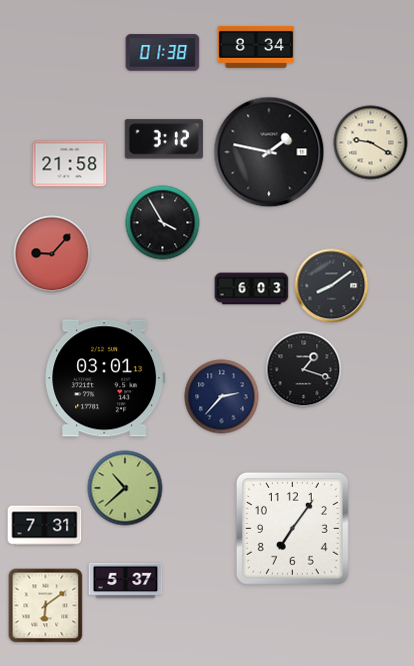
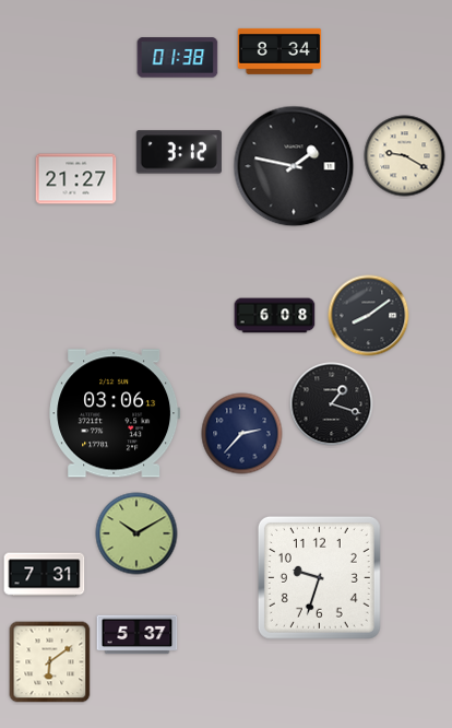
clock at (70, 164): 21:58 -> 21:27
clock at (163, 223): 3:55 -> none
clock at (52, 254): 9:07 -> none
clock at (332, 286) position: (332, 286) -> (369, 316)
clock at (252, 289): 6:03 -> 6:08
clock at (105, 378): 03:01 -> 03:06
clock at (125, 488): 10:38 -> 10:10
clock at (45, 526) position: (45, 526) -> (45, 575)
clock at (292, 528): 7:06 -> 9:33
